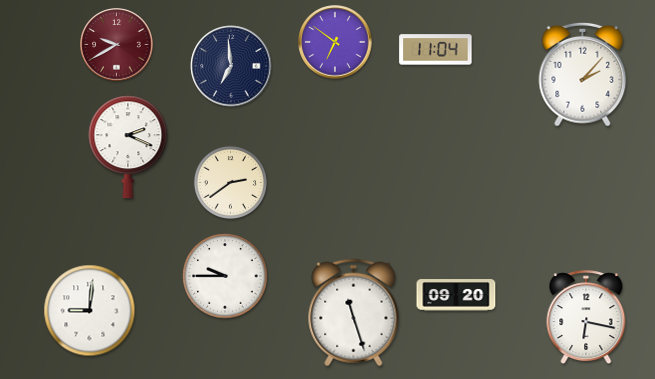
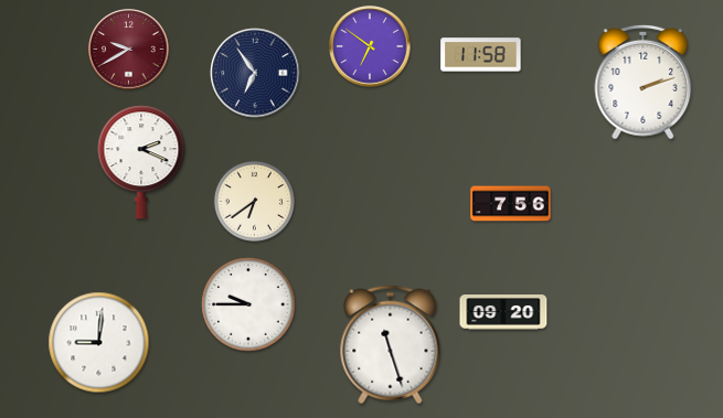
clock at (436, 50): 11:04 -> 11:58
clock at (231, 66): 6:59 -> 6:54
clock at (583, 74): 2:07 -> 2:12
clock at (230, 182): 2:39 -> 6:39
clock at (511, 204): none -> 7:56
clock at (456, 295) position: (456, 295) -> (503, 312)
clock at (586, 318): 6:17 -> none
